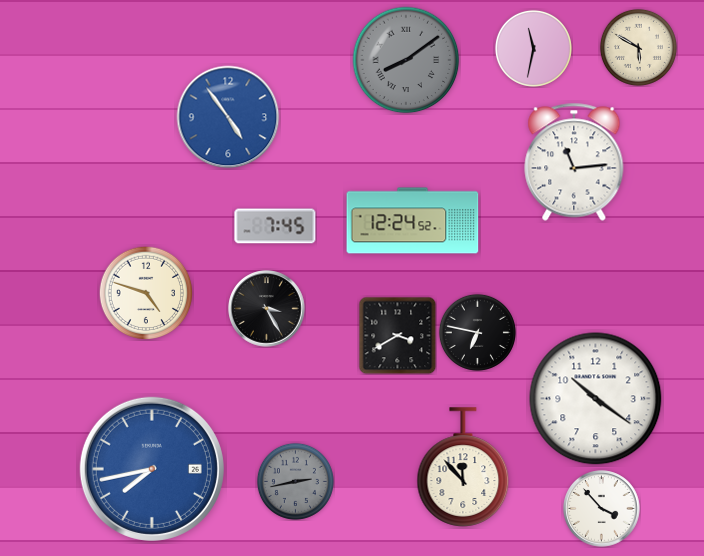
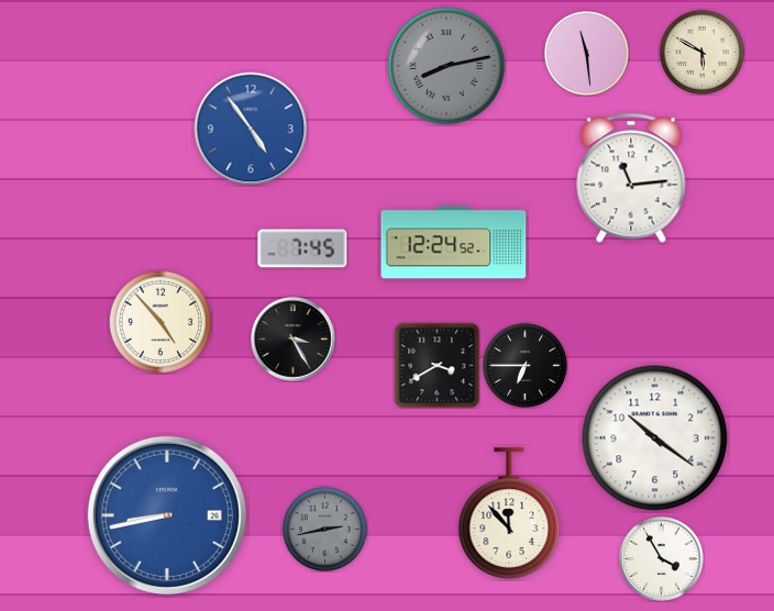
clock at (533, 48): 11:32 -> 11:29
clock at (406, 60): 8:09 -> 8:13
clock at (146, 293): 4:48 -> 4:53
clock at (477, 332): 6:47 -> 6:45
clock at (397, 335) position: (397, 335) -> (436, 365)
clock at (152, 469): 7:43 -> 8:43
clock at (602, 509): 3:53 -> 3:55
